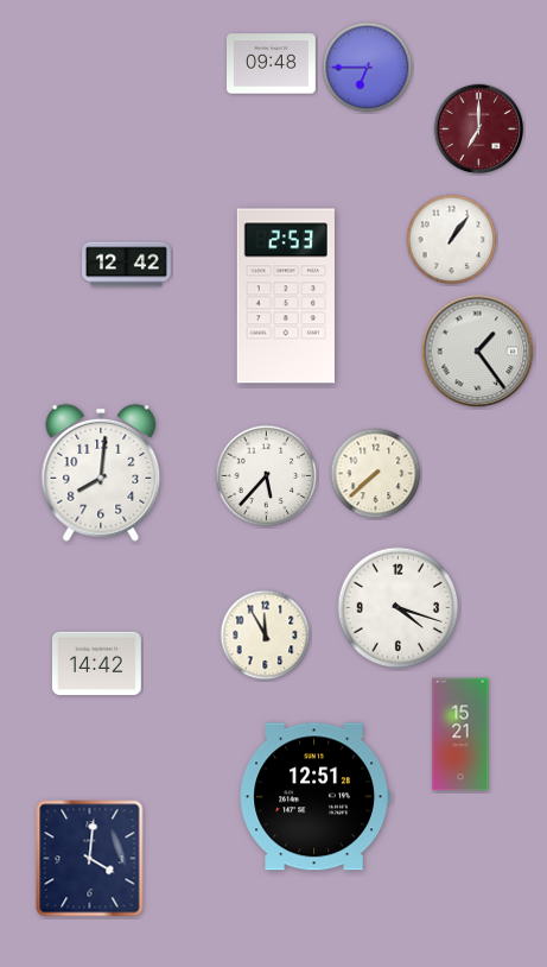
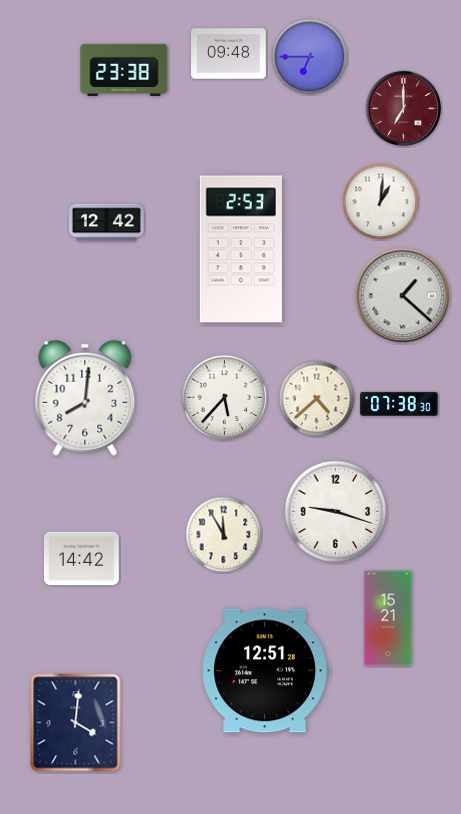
clock at (124, 70): none -> 23:38
clock at (452, 240): 1:06 -> 1:01
clock at (478, 352): 1:24 -> 1:22
clock at (376, 474): 7:38 -> 4:38
clock at (267, 476) position: (267, 476) -> (225, 398)
clock at (399, 404): none -> 07:38
clock at (399, 608): 4:18 -> 9:18
